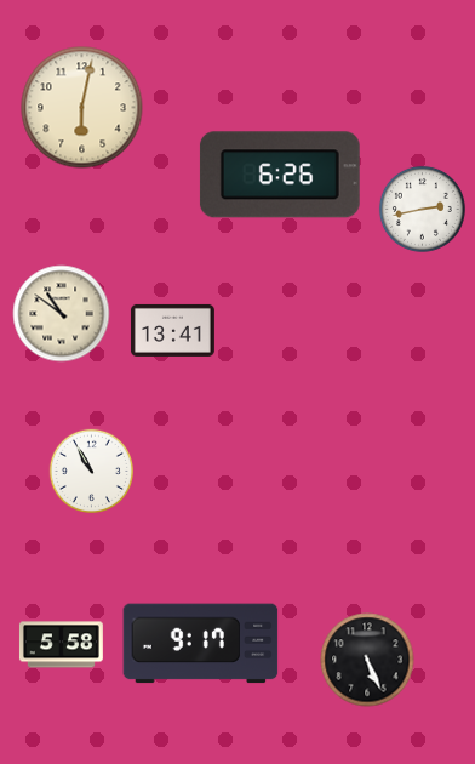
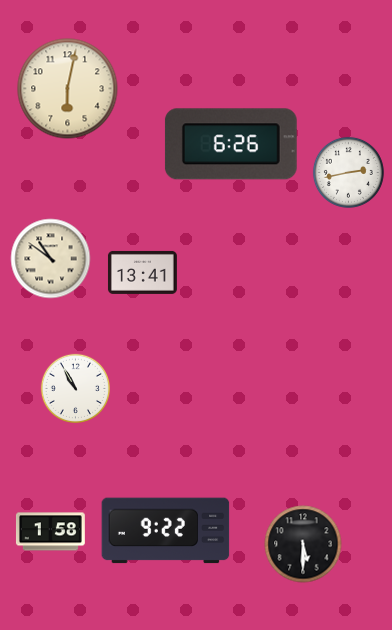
clock at (201, 644): 9:17 -> 9:22
clock at (61, 645): 5:58 -> 1:58
clock at (367, 660): 5:26 -> 5:30
